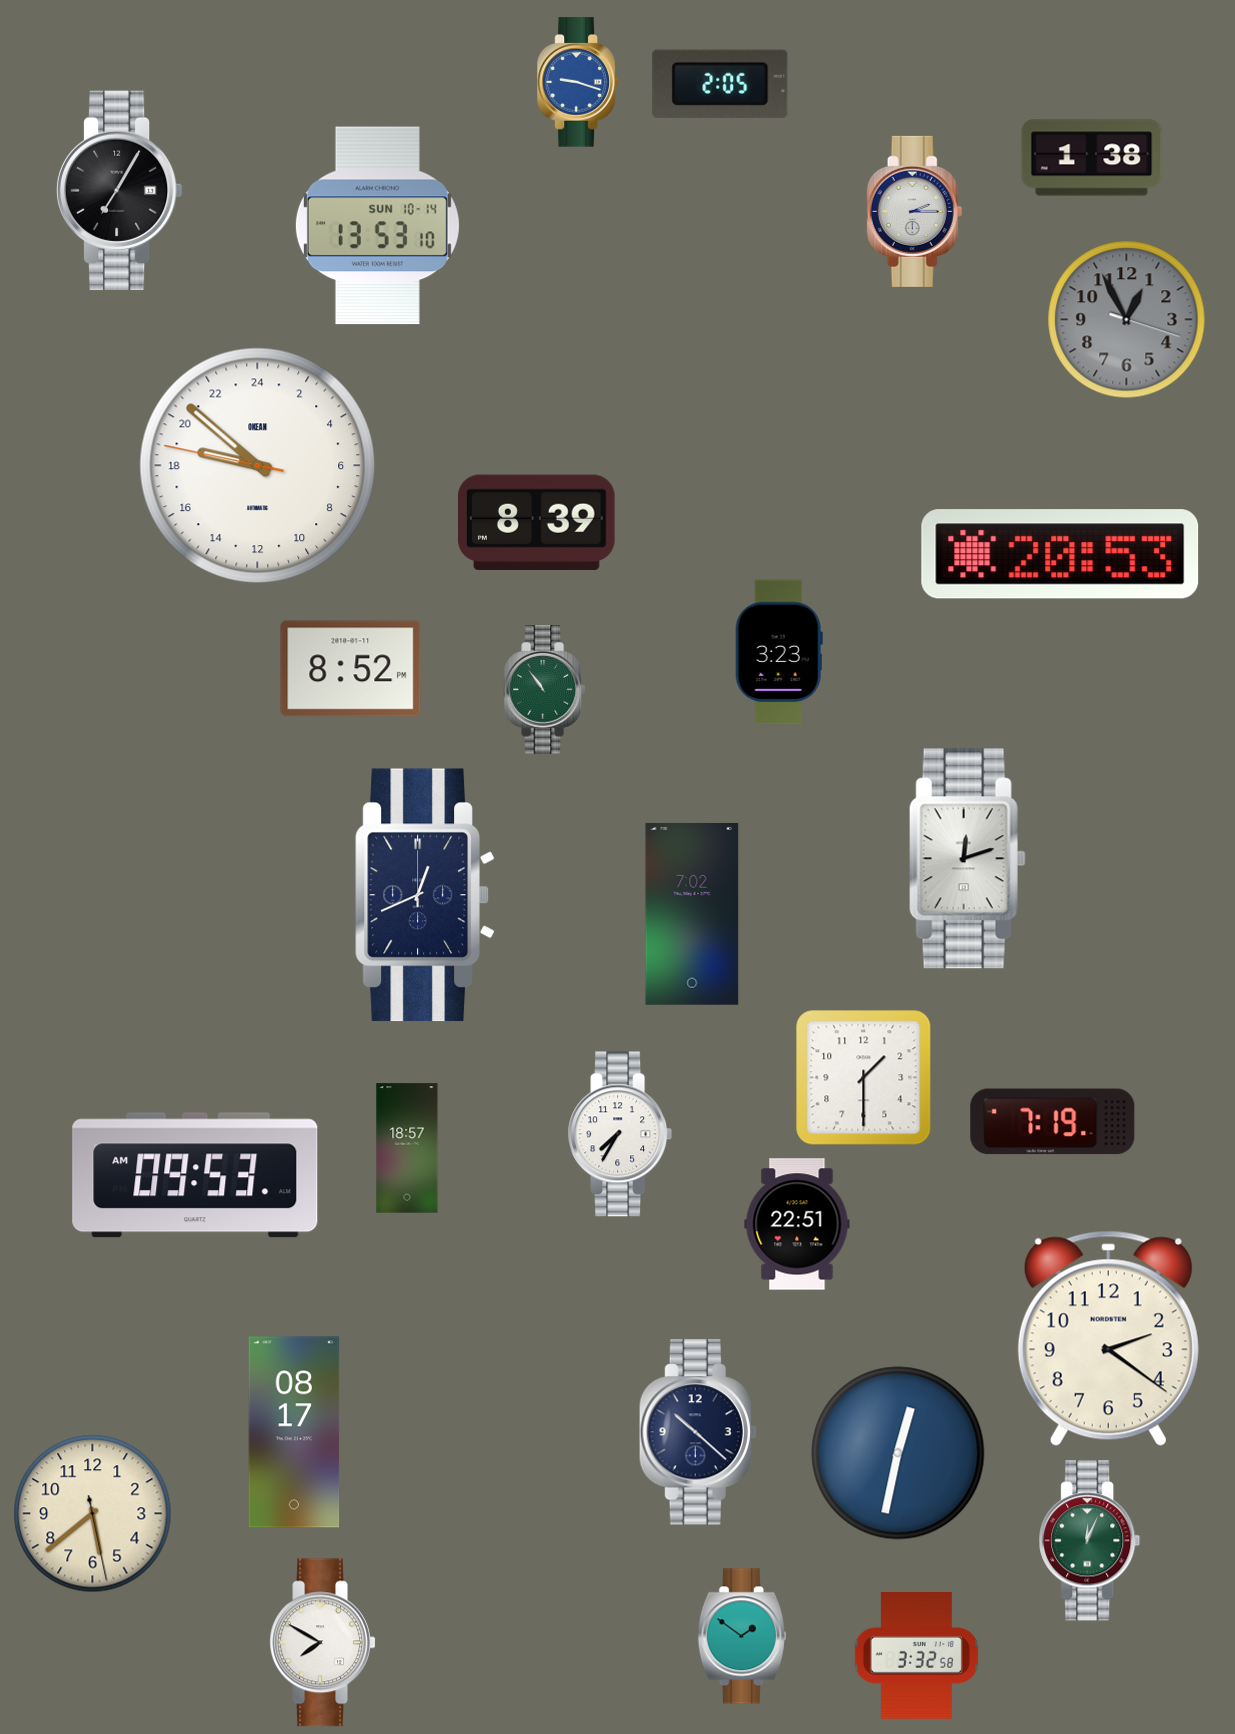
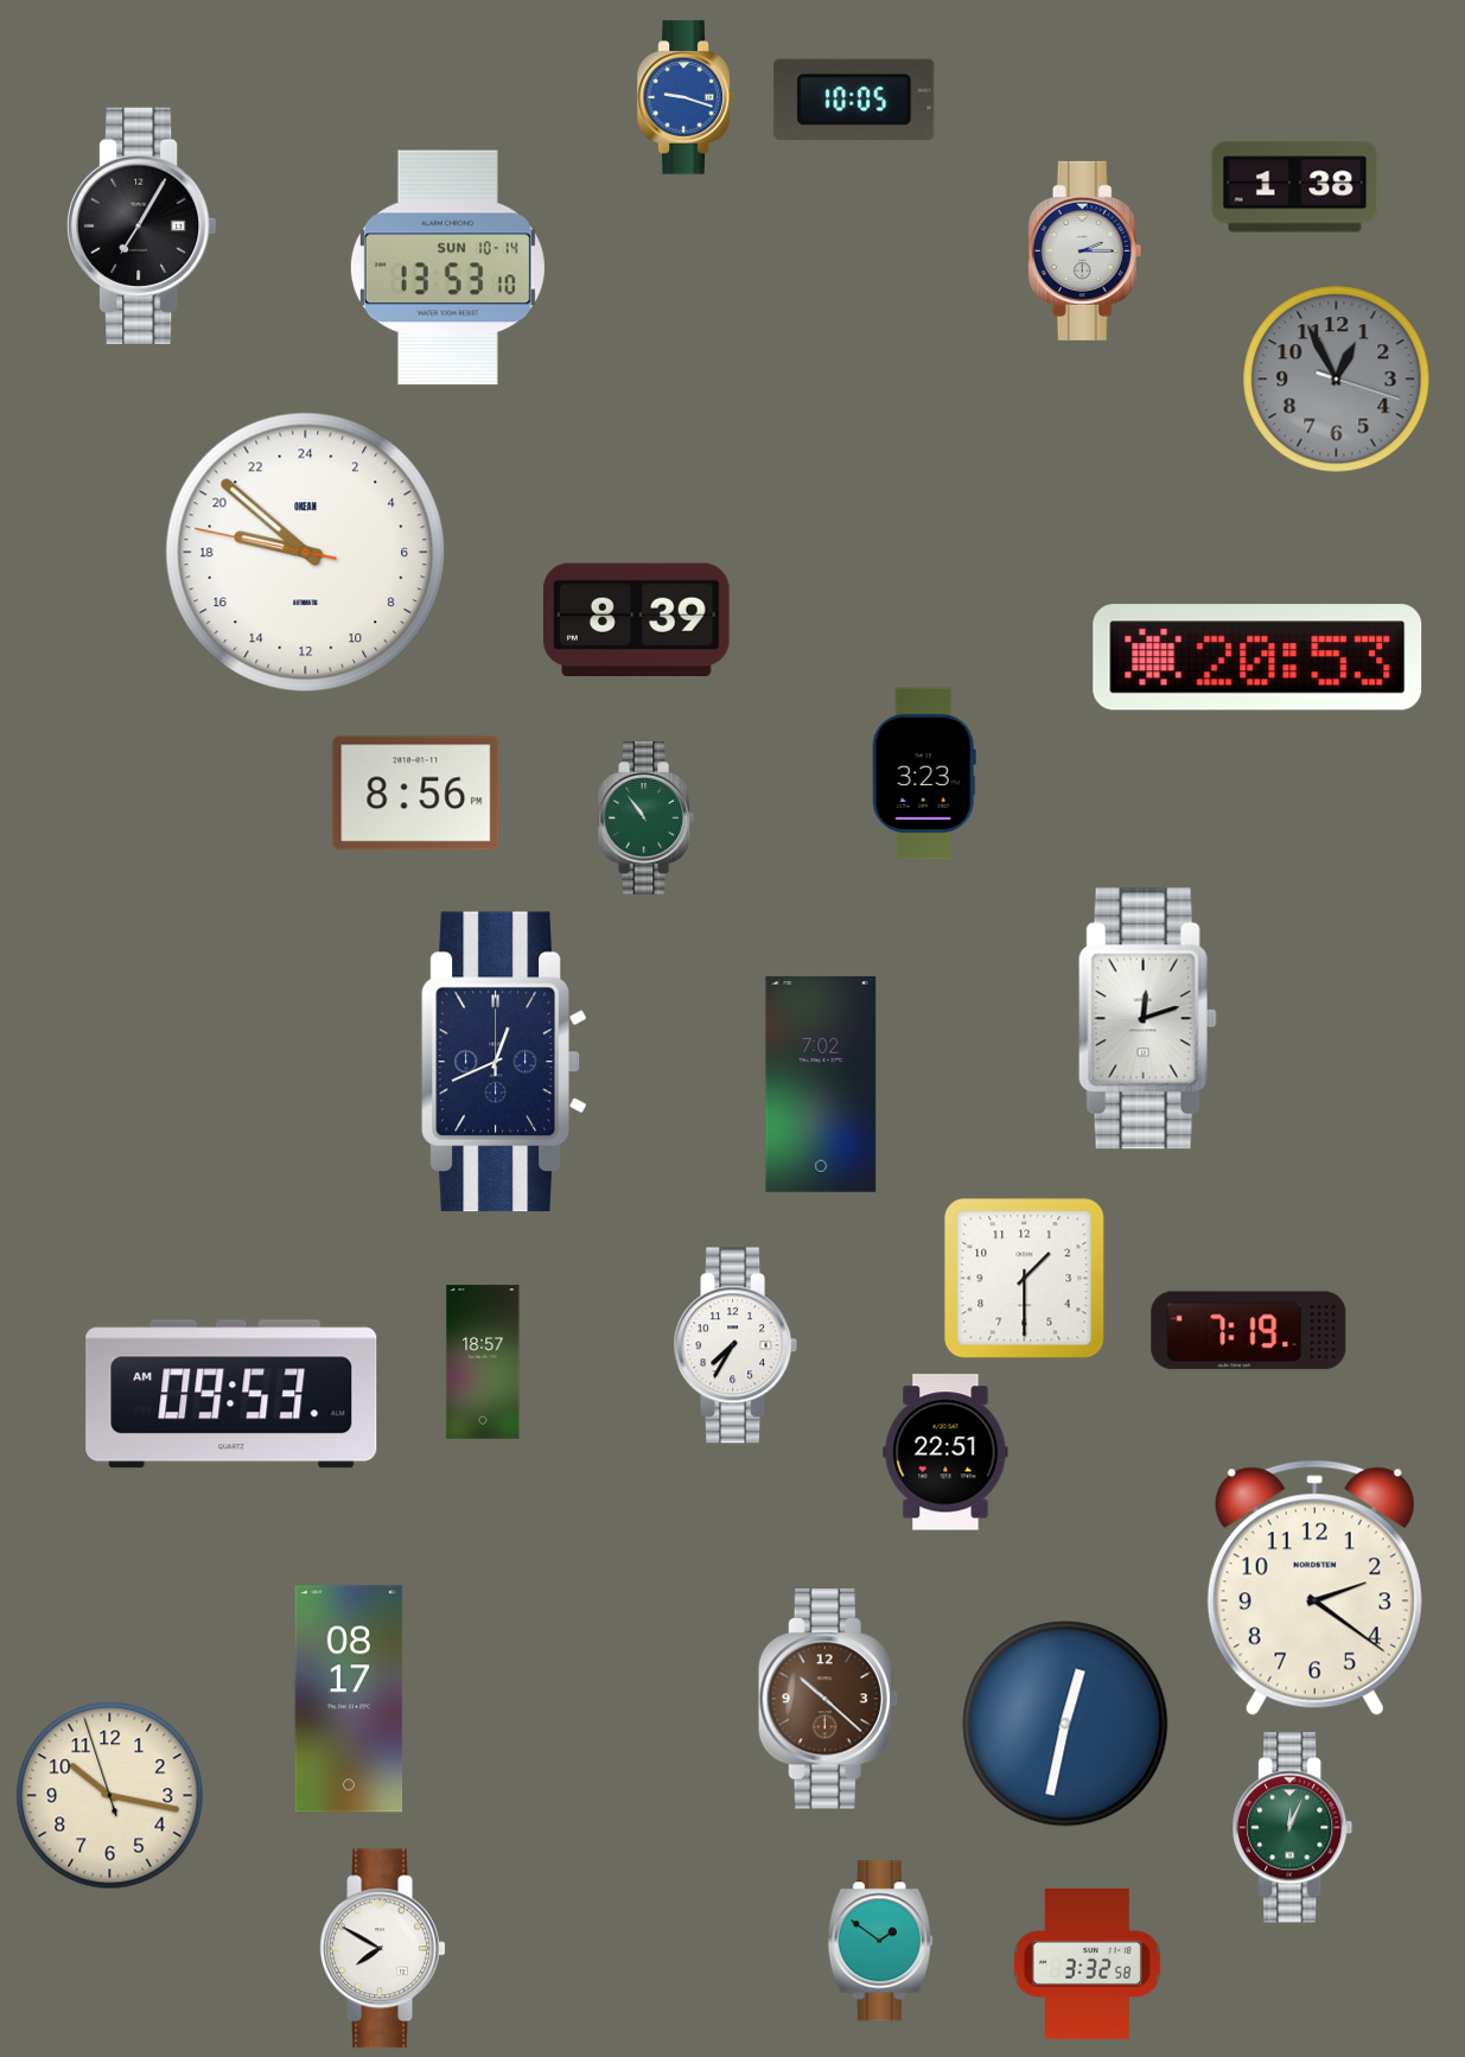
clock at (720, 84): 2:05 -> 10:05
clock at (351, 669): 8:52 -> 8:56
clock at (698, 1432) dial: navy -> brown
clock at (93, 1514): 5:38 -> 10:16
